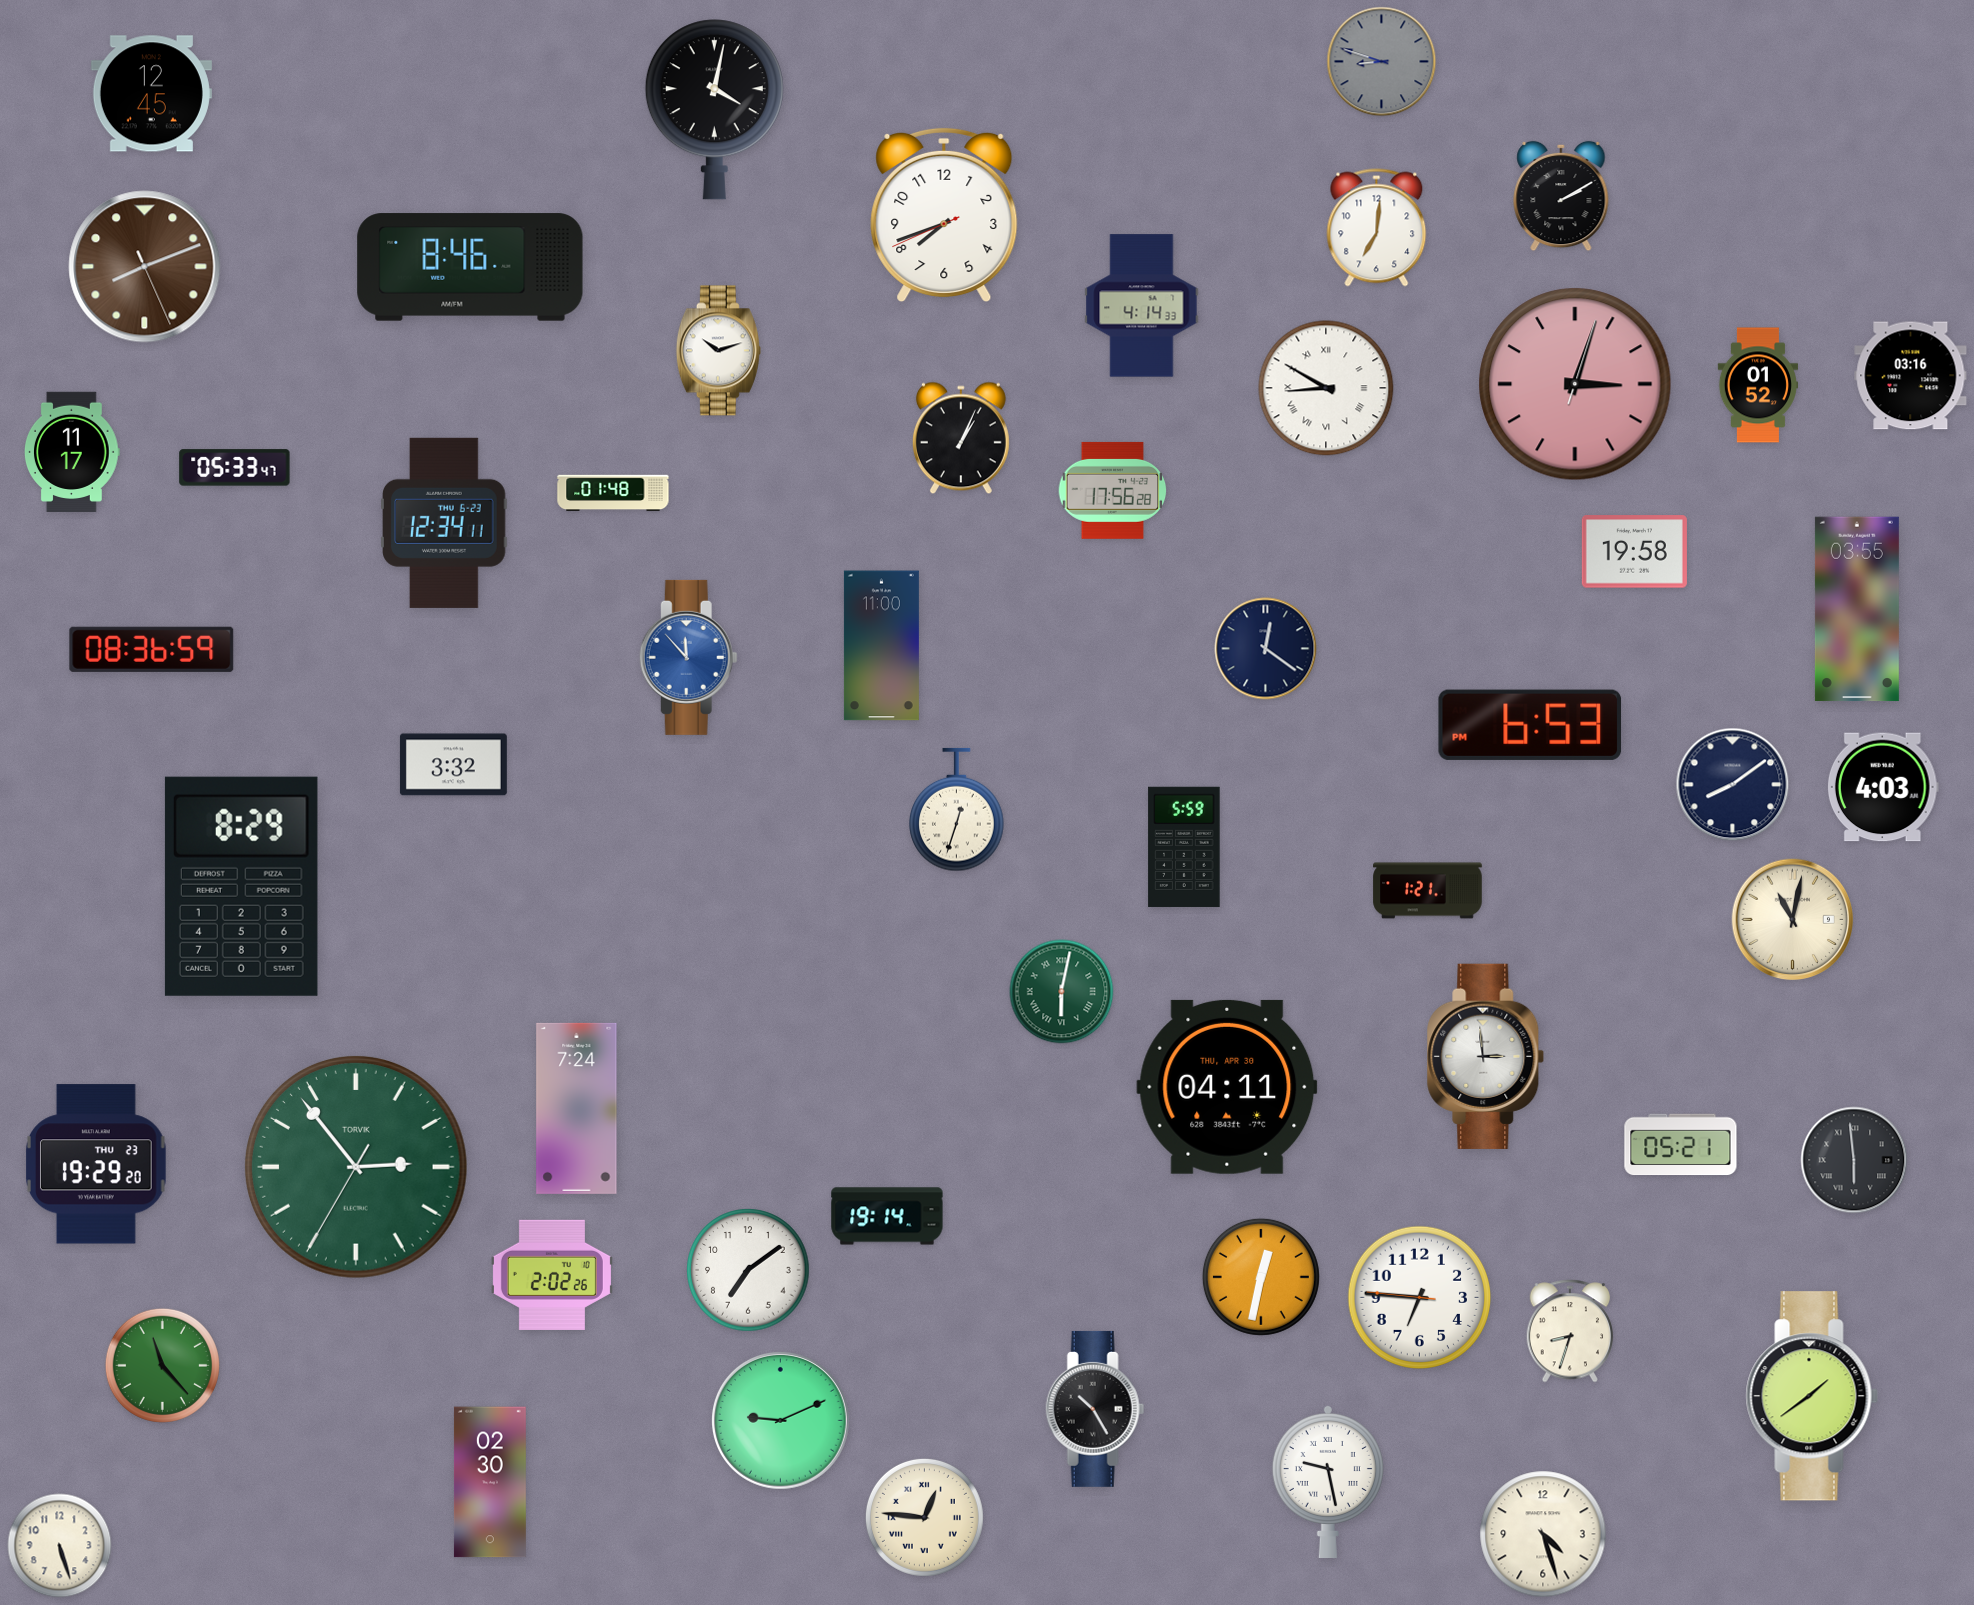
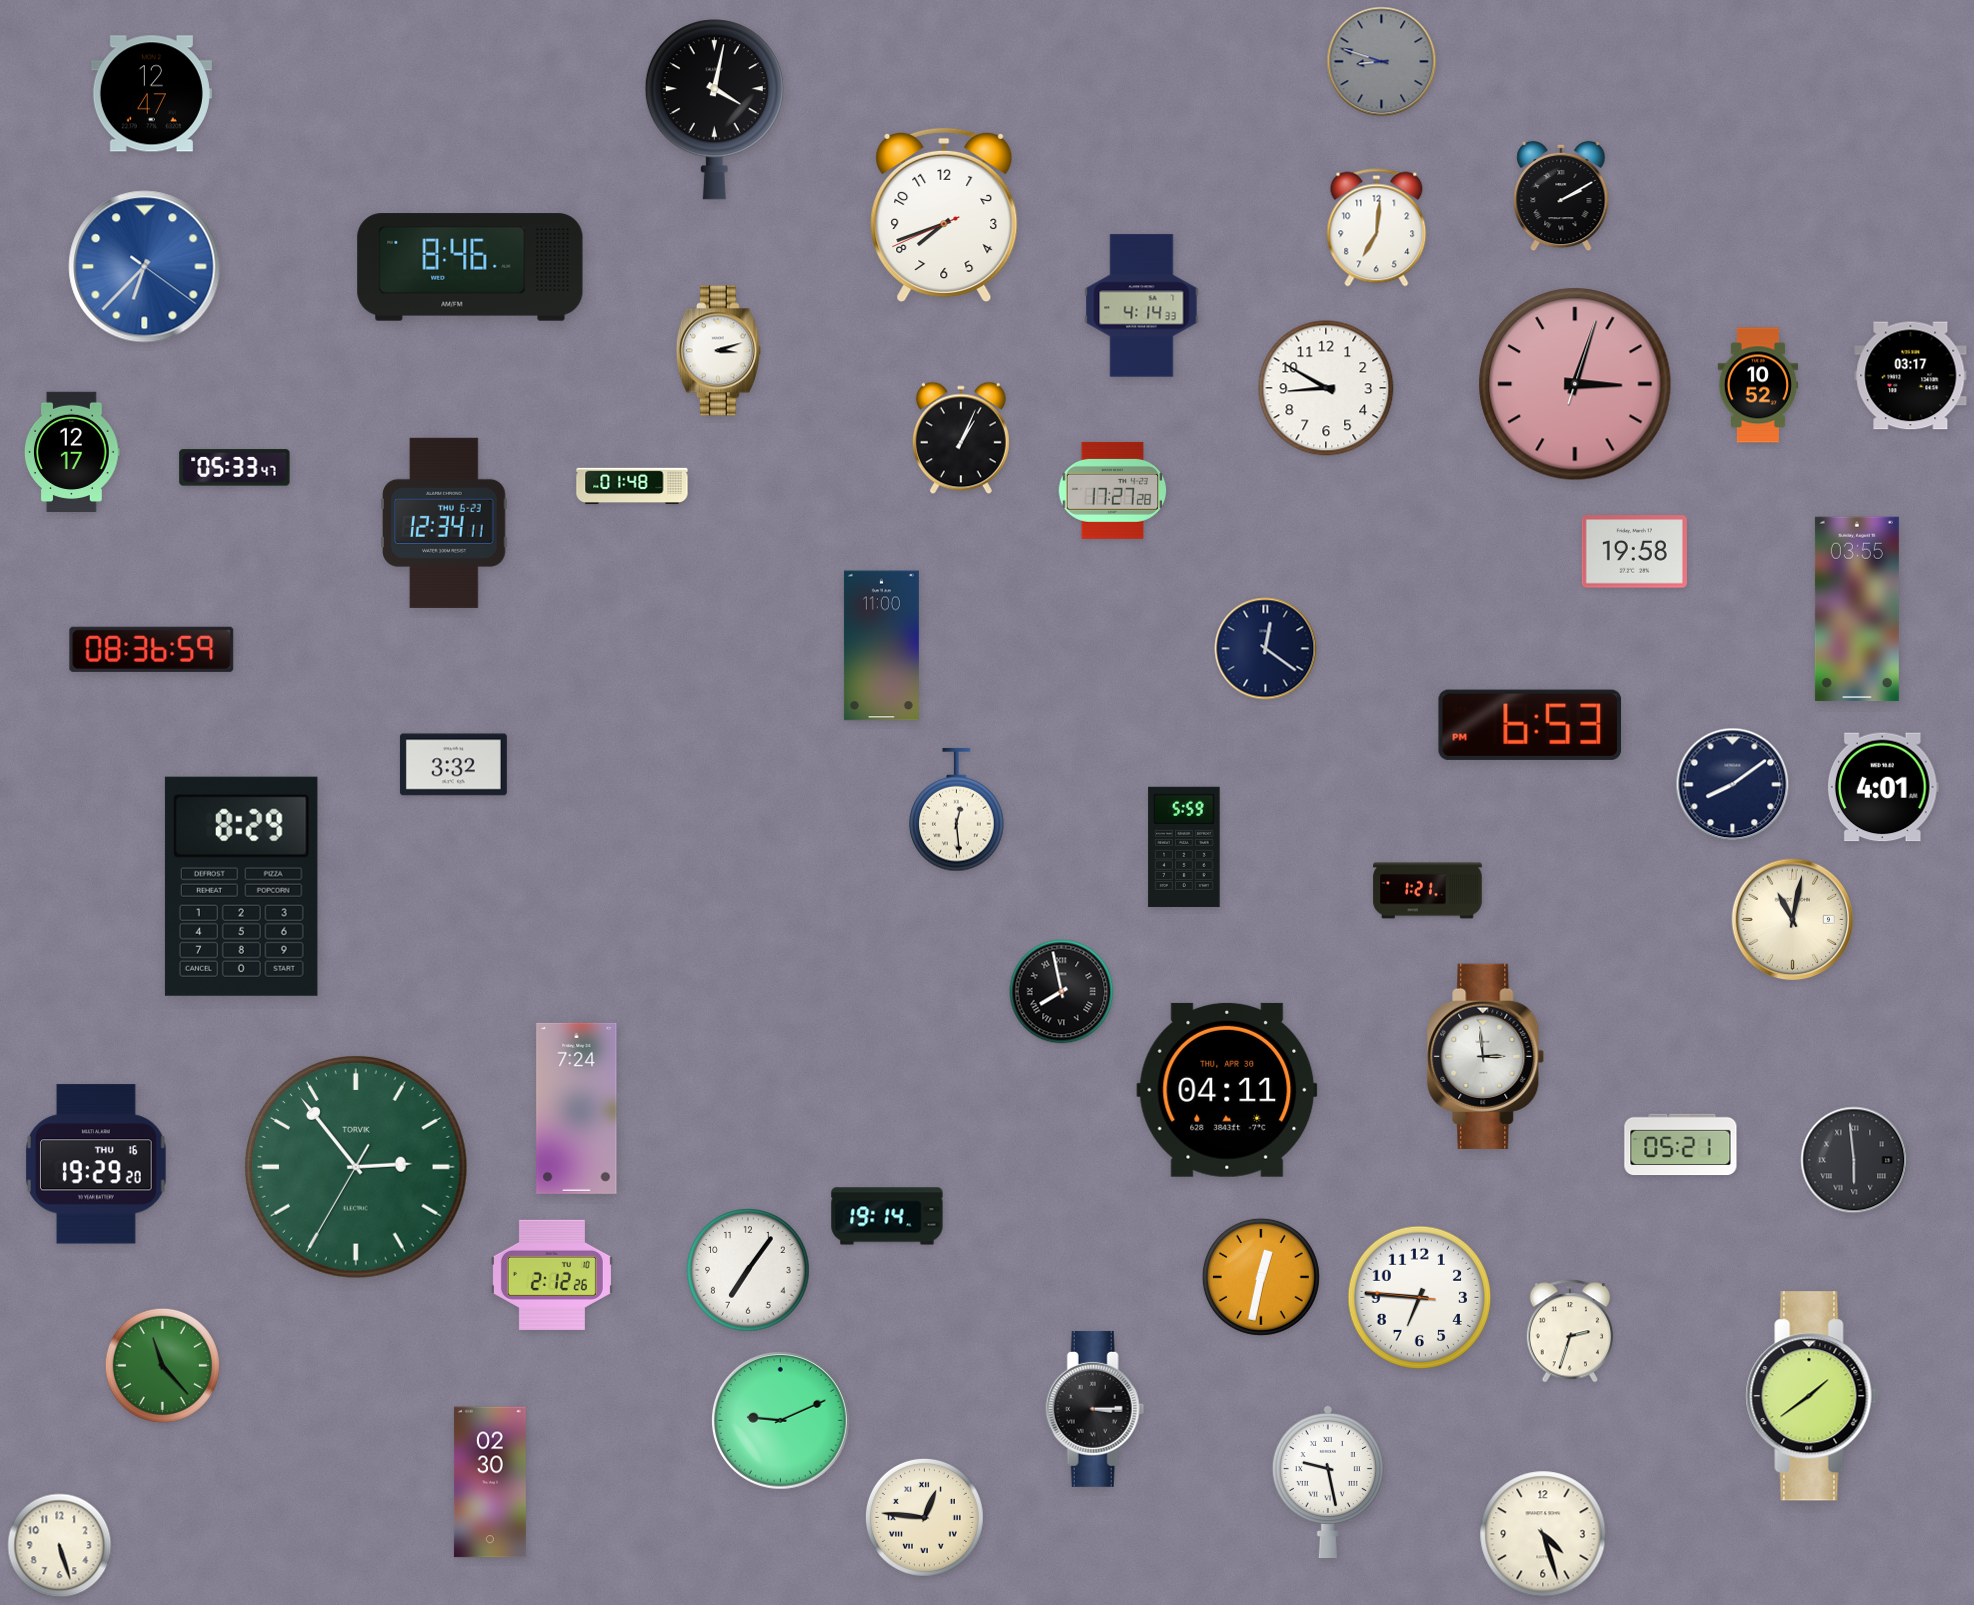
clock at (151, 94): 12:45 -> 12:47
clock at (145, 267): 8:11 -> 6:37
clock at (145, 267) dial: brown -> blue
clock at (718, 351): 10:12 -> 3:12
clock at (1911, 376): 03:16 -> 03:17
clock at (1757, 385): 01:52 -> 10:52
clock at (1326, 388) numerals: Roman -> Arabic
clock at (72, 451): 11:17 -> 12:17
clock at (1113, 490): 17:56 -> 17:27
clock at (613, 493) position: (613, 493) -> (632, 486)
clock at (688, 657): 11:53 -> none
clock at (1883, 787): 4:03 -> 4:01
clock at (957, 810): 12:33 -> 12:29
clock at (1062, 992): 6:02 -> 7:58
clock at (1062, 992) dial: green -> black
clock at (1227, 1087) position: (1227, 1087) -> (1227, 1090)
clock at (97, 1164) date: THU 23 -> THU 16
clock at (748, 1270): 7:09 -> 7:06
clock at (552, 1275): 2:02 -> 2:12
clock at (1570, 1331): 8:33 -> 2:33
clock at (1095, 1409): 10:25 -> 3:15
